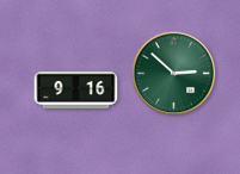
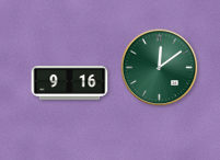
clock at (174, 74): 2:52 -> 12:09
